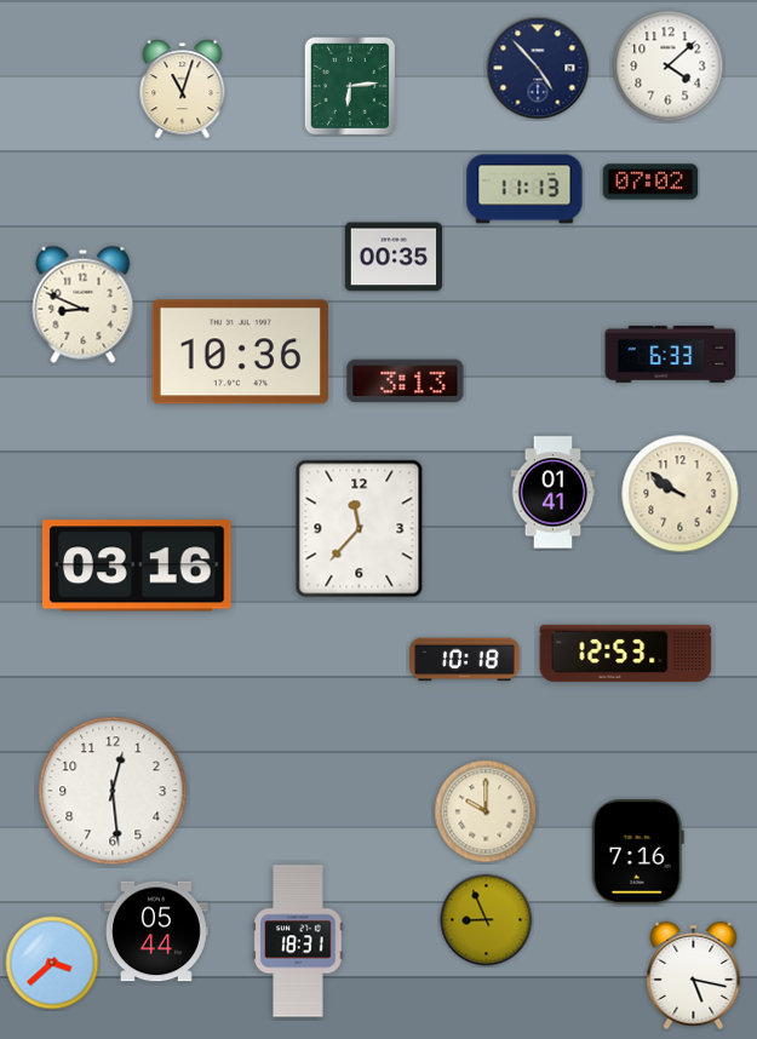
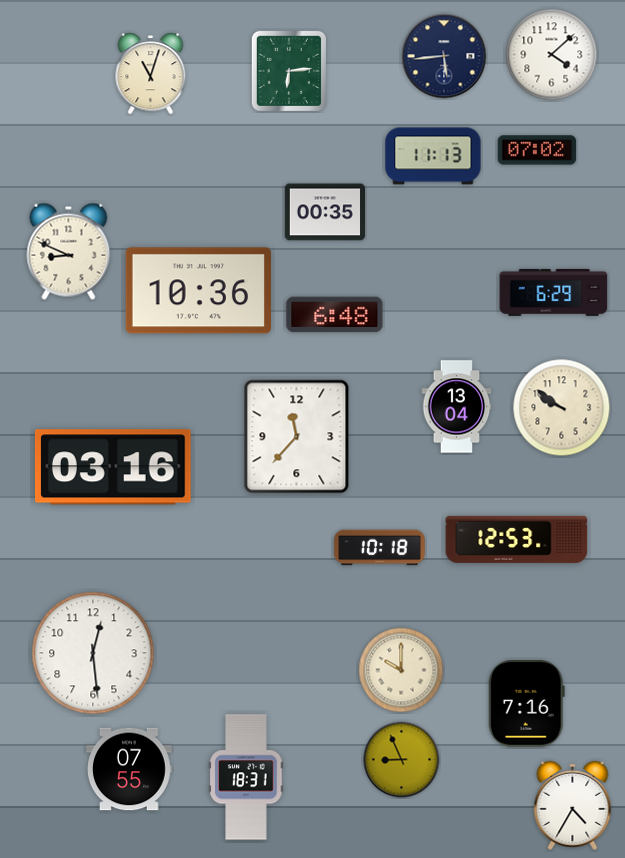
clock at (538, 68): 4:53 -> 5:44
clock at (671, 354): 6:33 -> 6:29
clock at (406, 381): 3:13 -> 6:48
clock at (554, 493): 01:41 -> 13:04
clock at (465, 660) position: (465, 660) -> (380, 548)
clock at (156, 931): 05:44 -> 07:55
clock at (52, 963): 3:38 -> none
clock at (694, 975): 5:17 -> 4:35
